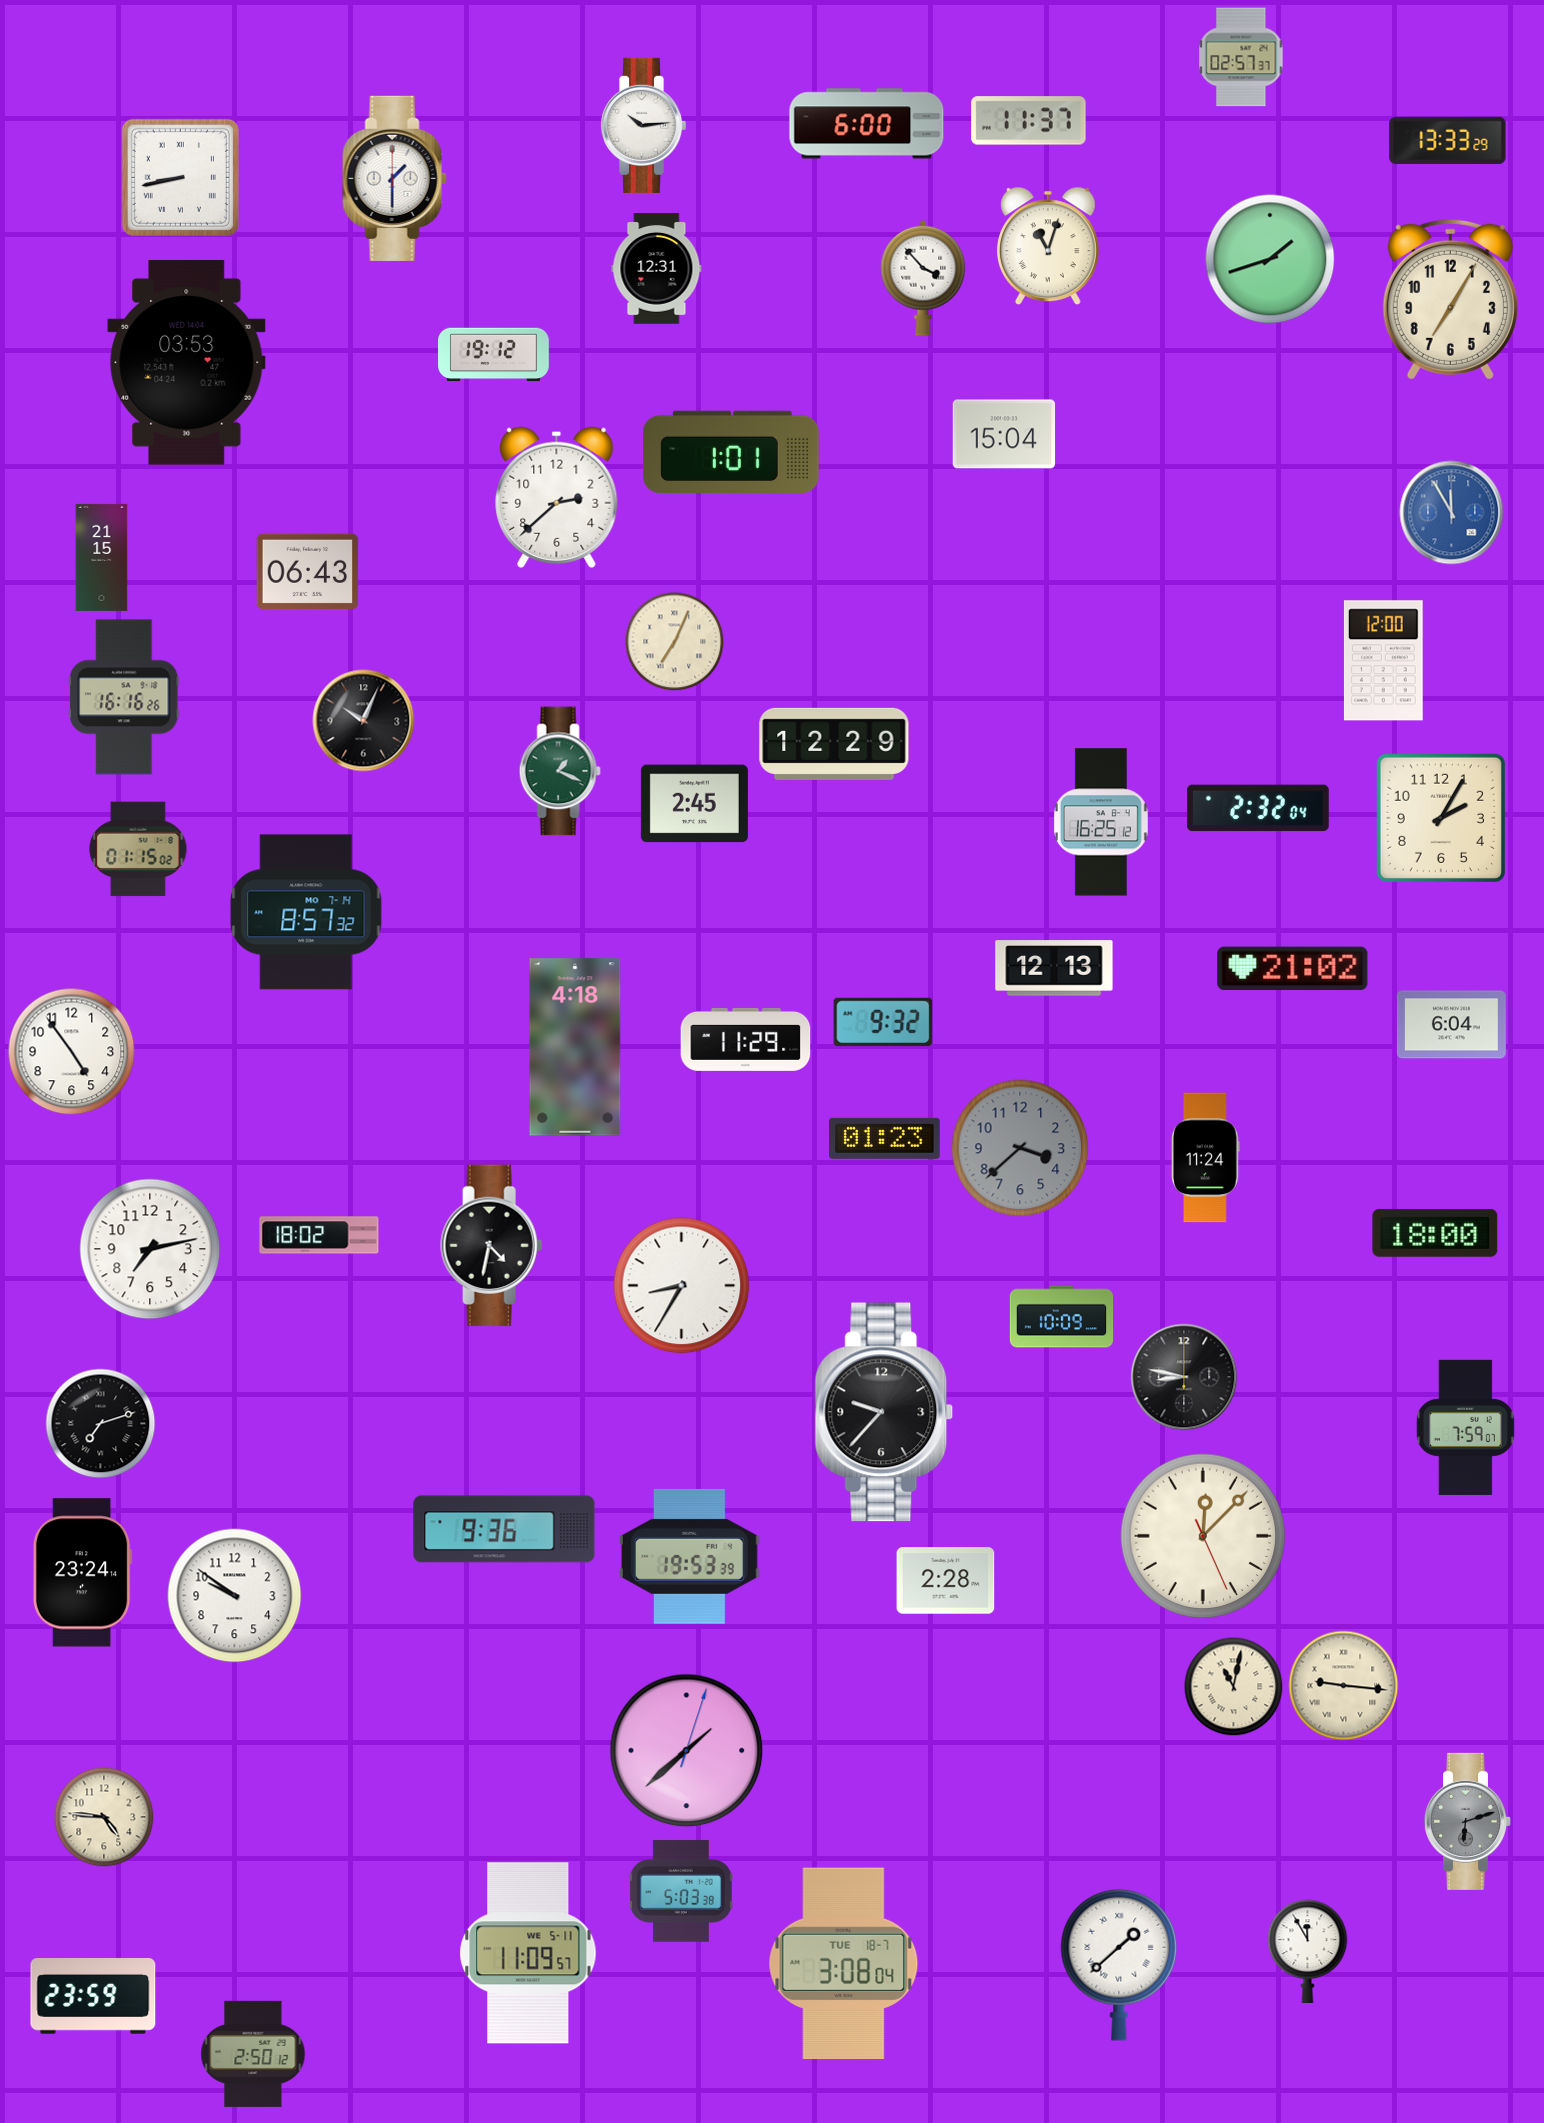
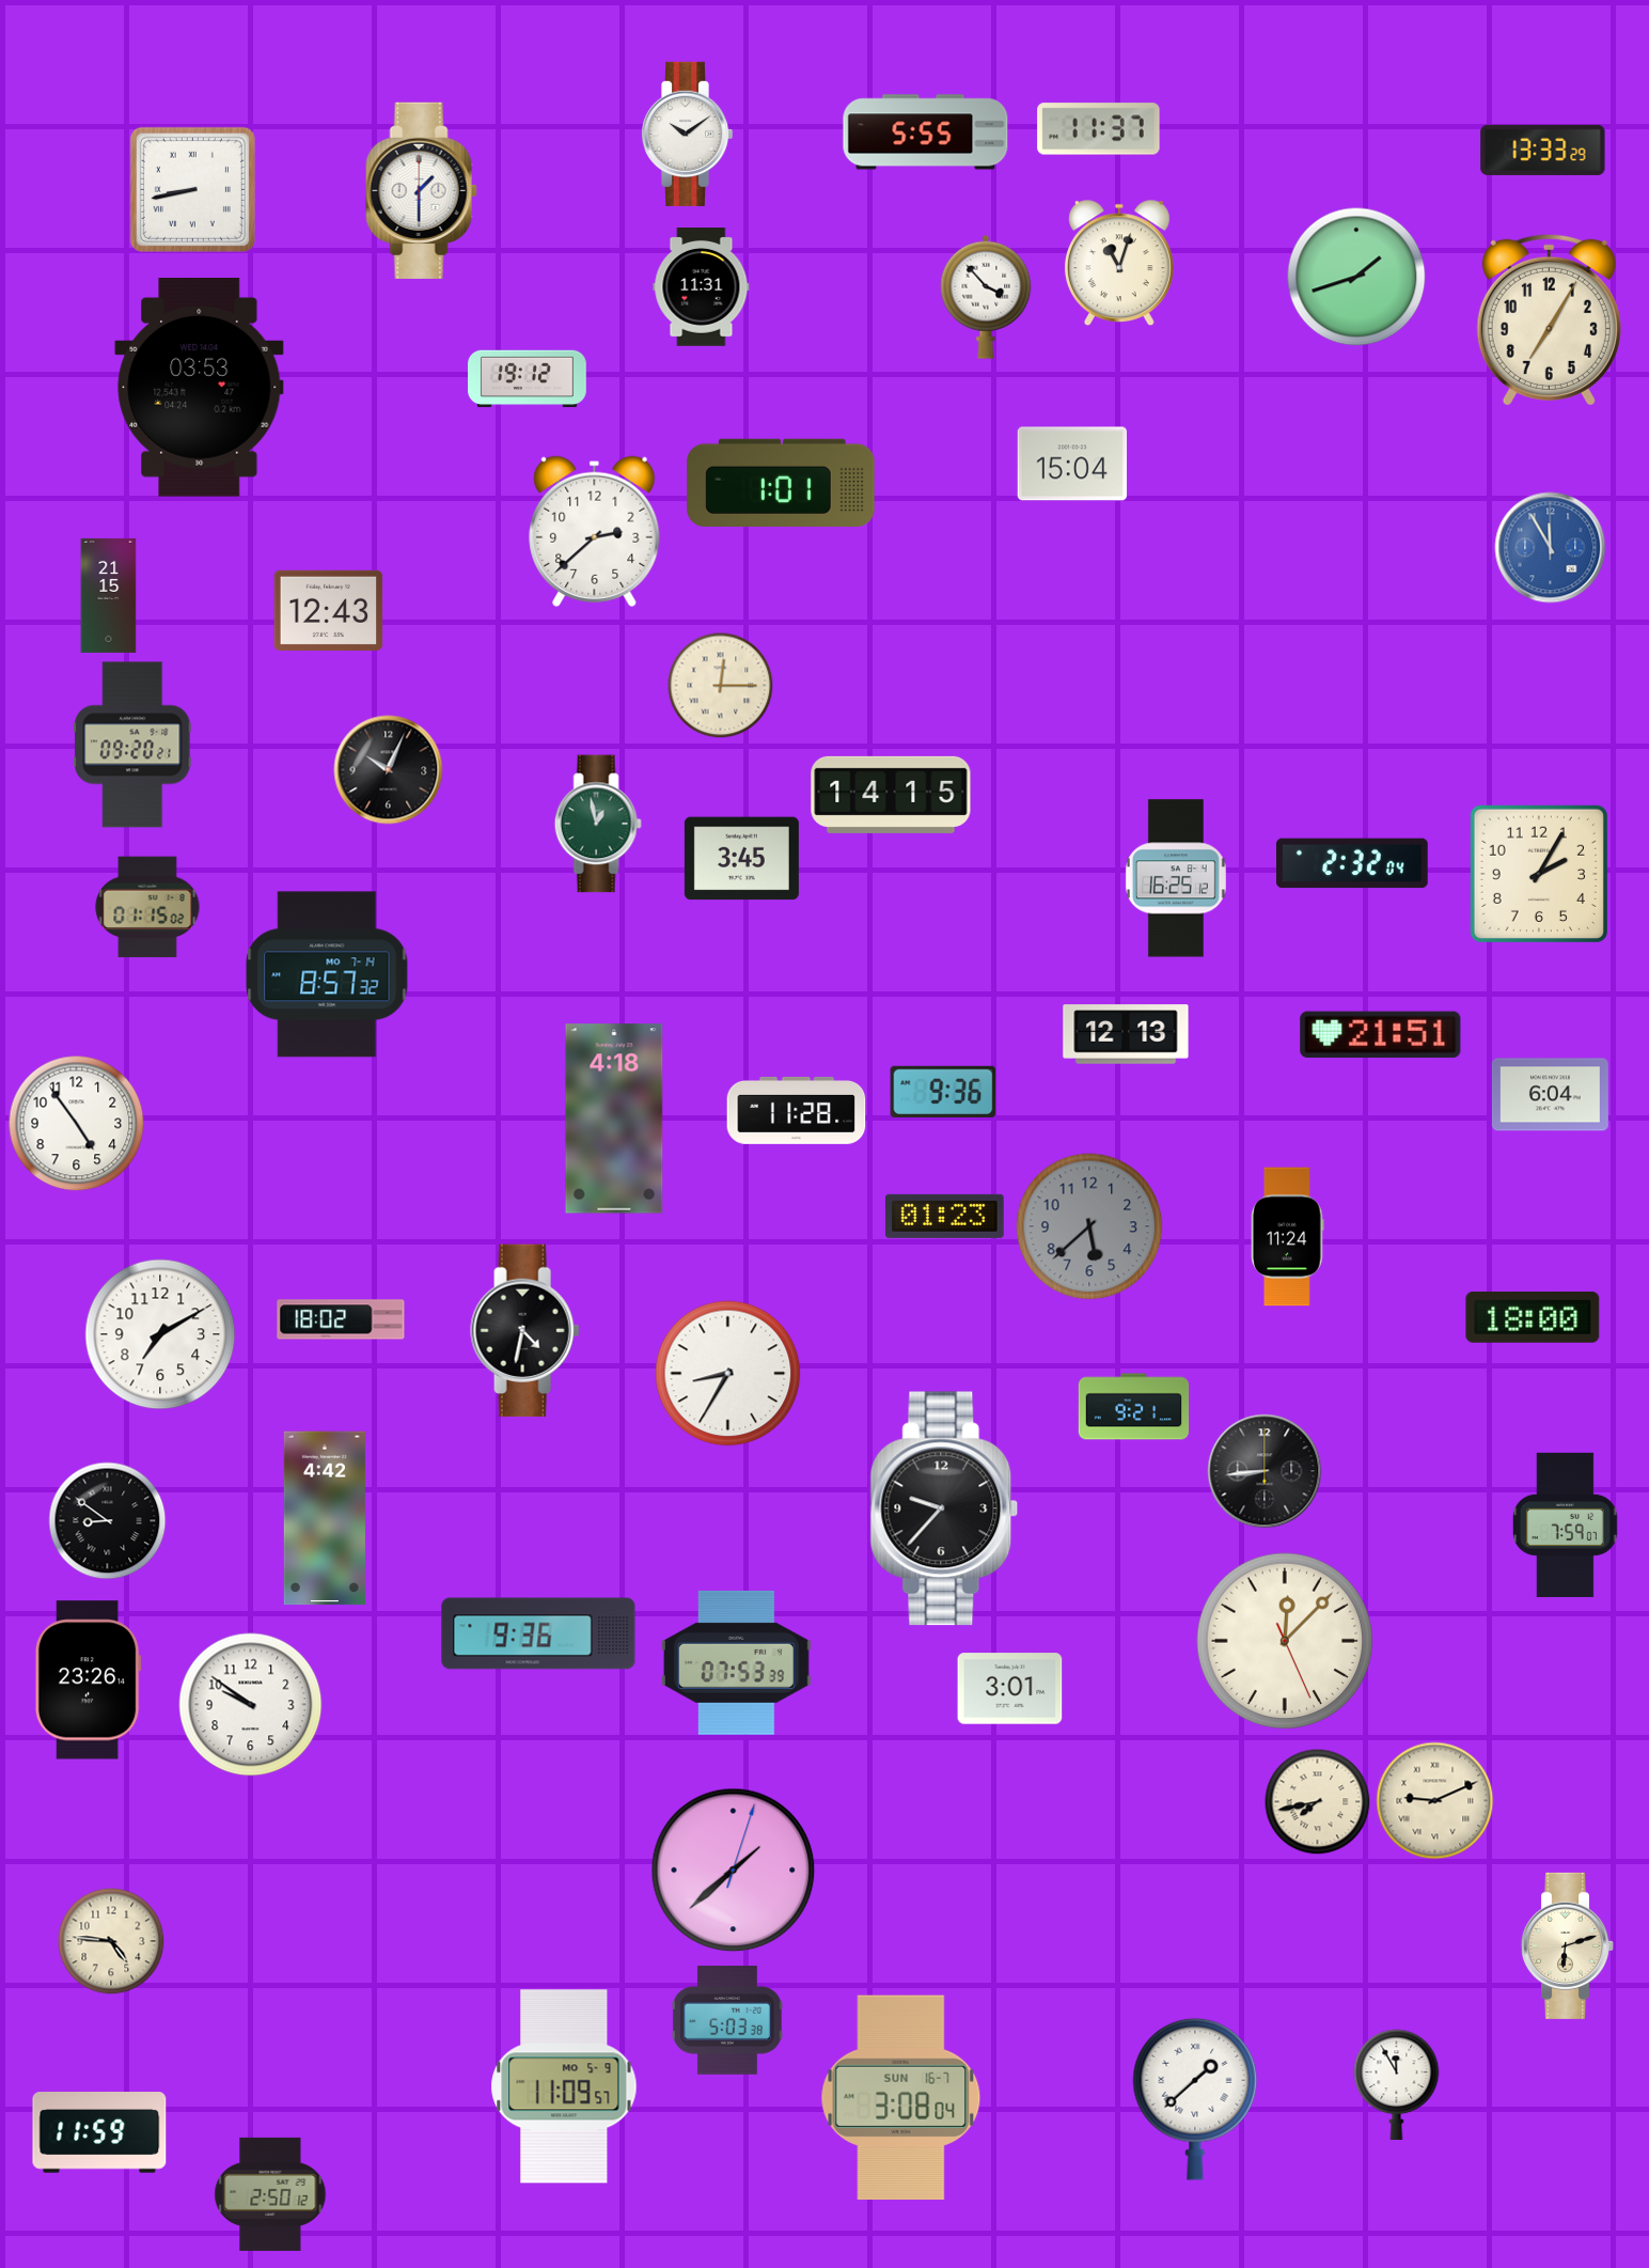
clock at (1241, 57): 02:57 -> none
clock at (867, 124): 6:00 -> 5:55
clock at (643, 125): 10:14 -> 10:09
clock at (1448, 140) position: (1448, 140) -> (1543, 150)
clock at (657, 269): 12:31 -> 11:31
clock at (308, 571): 06:43 -> 12:43
clock at (675, 642): 7:04 -> 12:15
clock at (1383, 661): 12:00 -> none
clock at (124, 697): 16:16 -> 09:20
clock at (834, 744): 12:29 -> 14:15
clock at (560, 771): 1:19 -> 12:58
clock at (694, 804): 2:45 -> 3:45
clock at (1259, 808) position: (1259, 808) -> (1353, 863)
clock at (1293, 969): 21:02 -> 21:51
clock at (883, 1021): 9:32 -> 9:36
clock at (746, 1039): 11:29 -> 11:28
clock at (1020, 1148): 3:38 -> 5:38
clock at (150, 1249): 7:13 -> 7:10
clock at (1062, 1317): 10:09 -> 9:21
clock at (1184, 1377): 8:47 -> 8:44
clock at (325, 1518): none -> 4:42
clock at (101, 1424): 7:12 -> 8:51
clock at (689, 1556): 19:53 -> 07:53
clock at (82, 1573): 23:24 -> 23:26
clock at (946, 1581): 2:28 -> 3:01
clock at (1344, 1686): 9:16 -> 9:11
clock at (1234, 1687): 11:02 -> 7:43
clock at (1467, 1821) dial: grey -> cream
clock at (528, 1953) date: WE 5-11 -> MO 5-9
clock at (844, 1964) date: TUE 18-7 -> SUN 16-7
clock at (93, 1997): 23:59 -> 11:59
